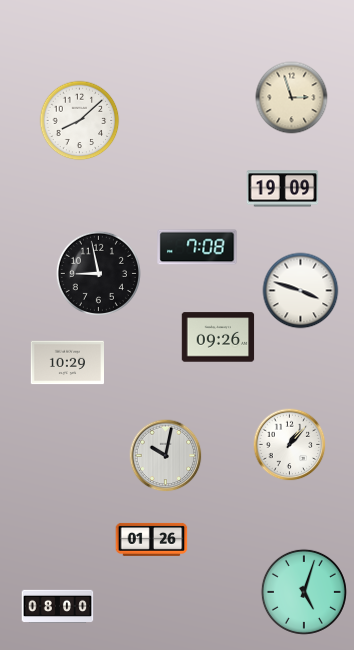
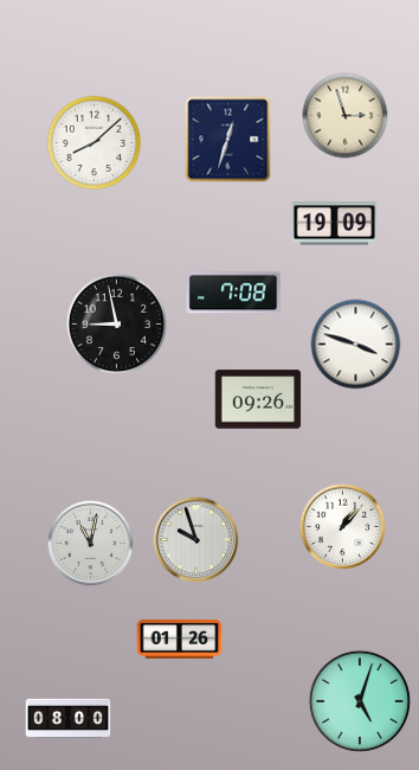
clock at (228, 140): none -> 12:33
clock at (67, 363): 10:29 -> none
clock at (166, 456): 10:02 -> 9:57
clock at (91, 544): none -> 11:02
